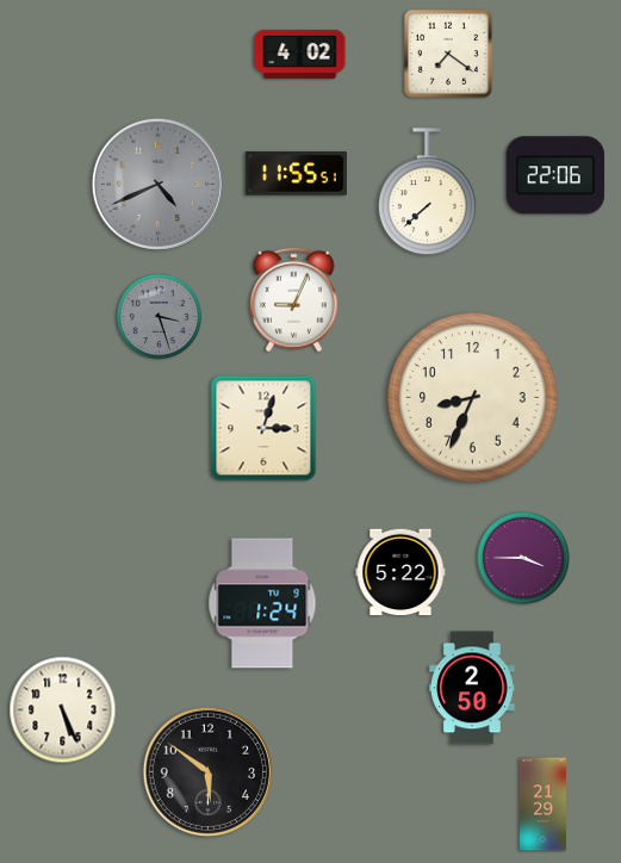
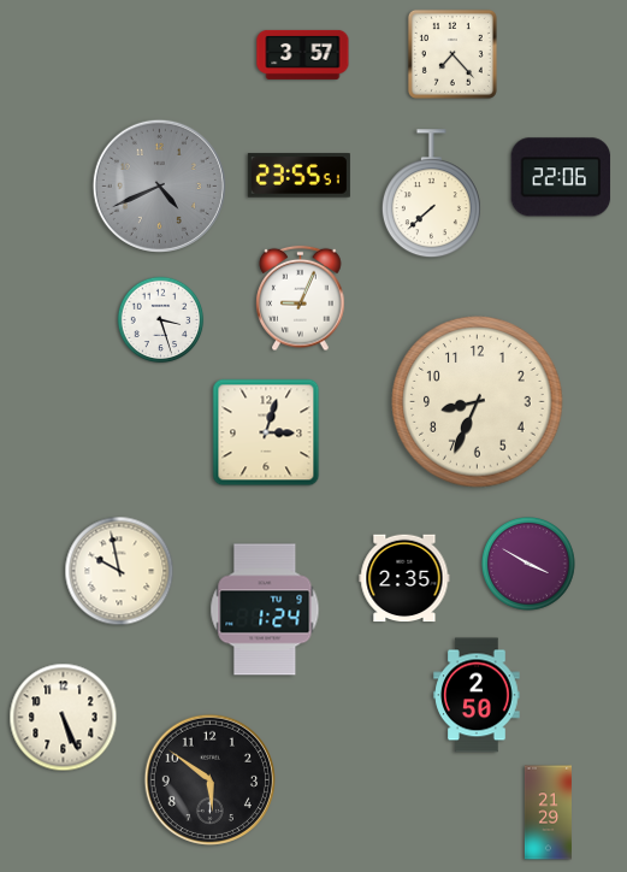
clock at (300, 54): 4:02 -> 3:57
clock at (448, 54): 7:21 -> 7:23
clock at (296, 174): 11:55 -> 23:55
clock at (294, 300) position: (294, 300) -> (301, 299)
clock at (160, 317) dial: grey -> white
clock at (524, 559): 3:45 -> 3:50
clock at (119, 571): none -> 9:58
clock at (400, 572): 5:22 -> 2:35
